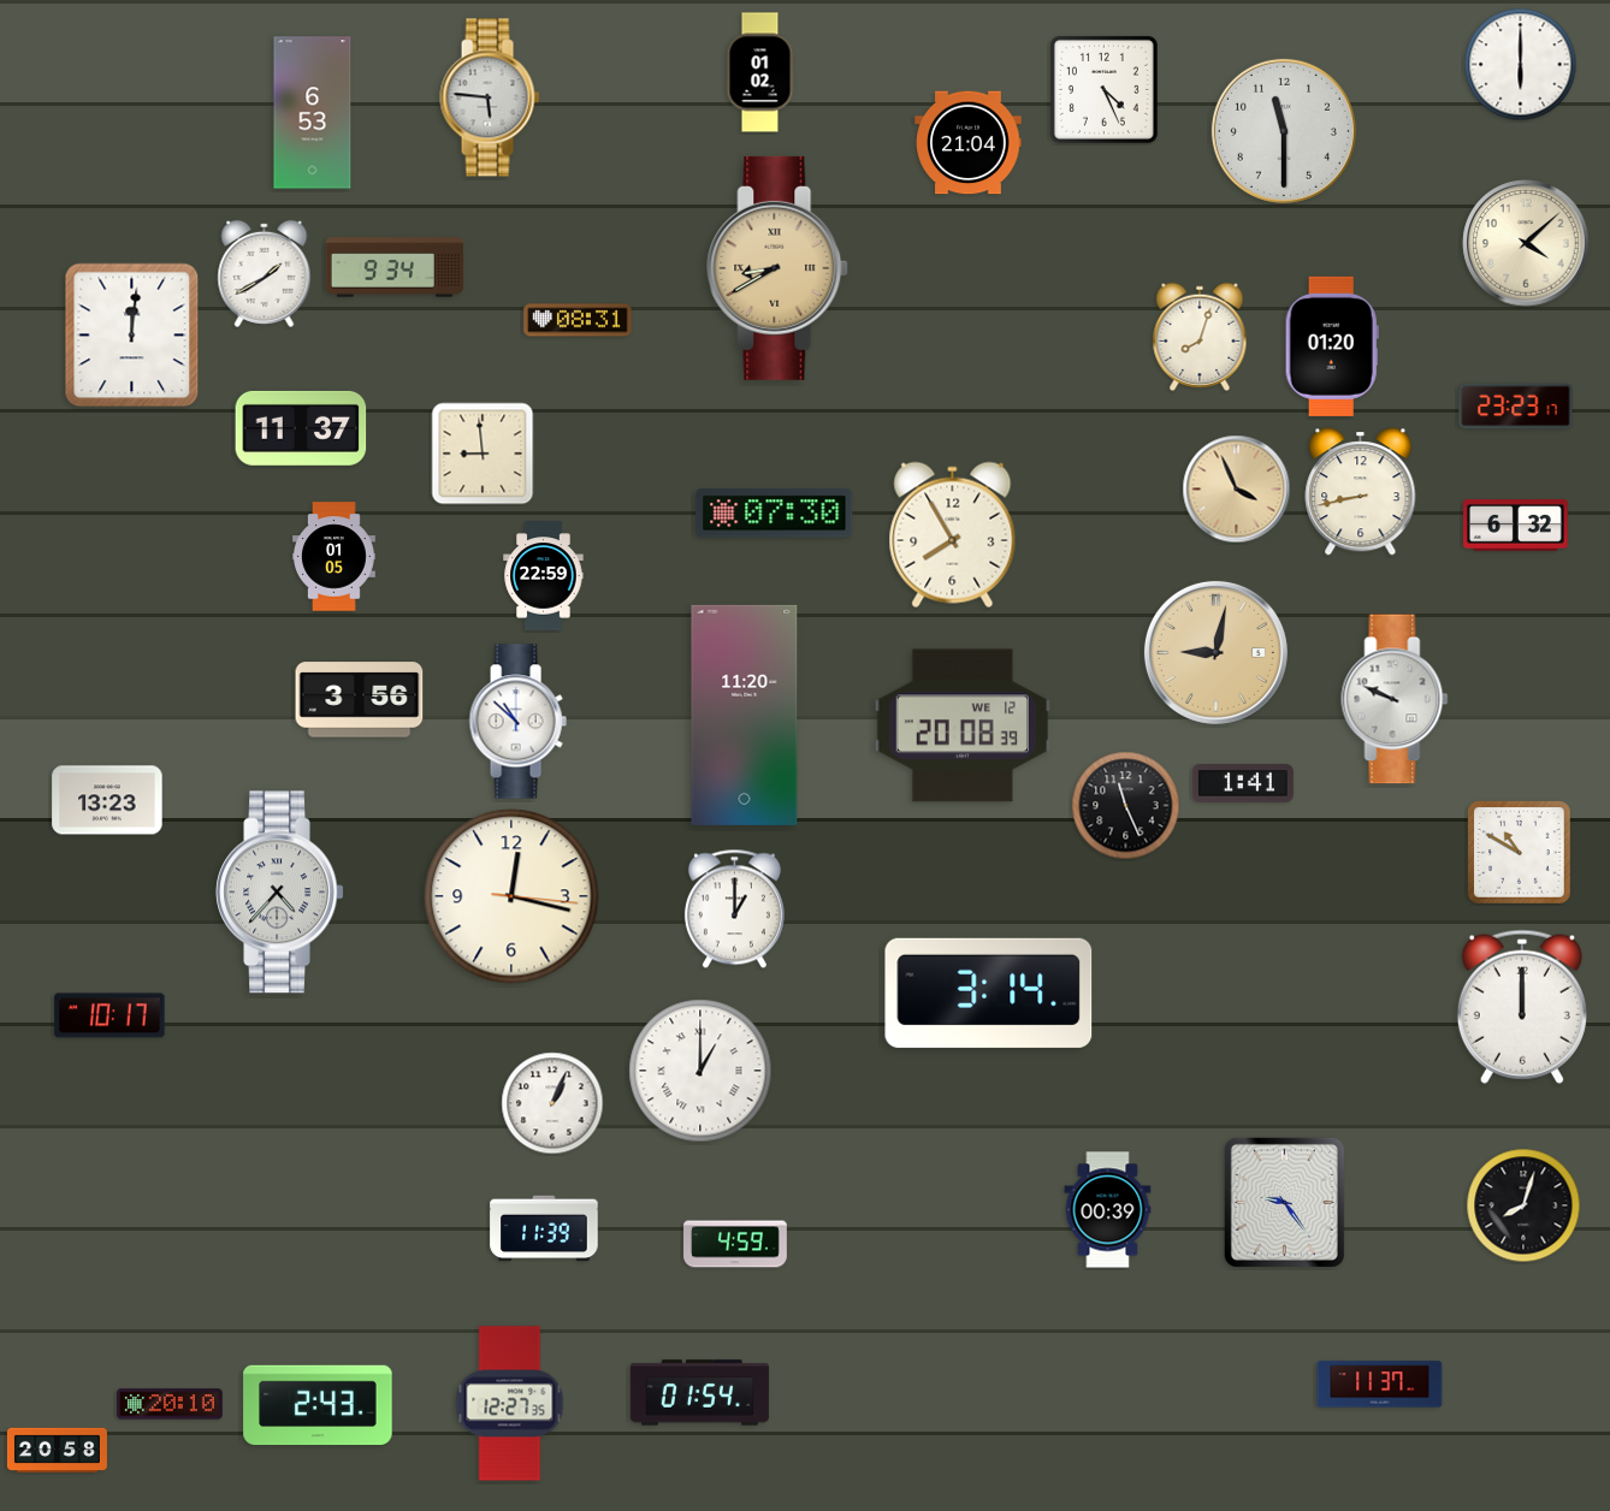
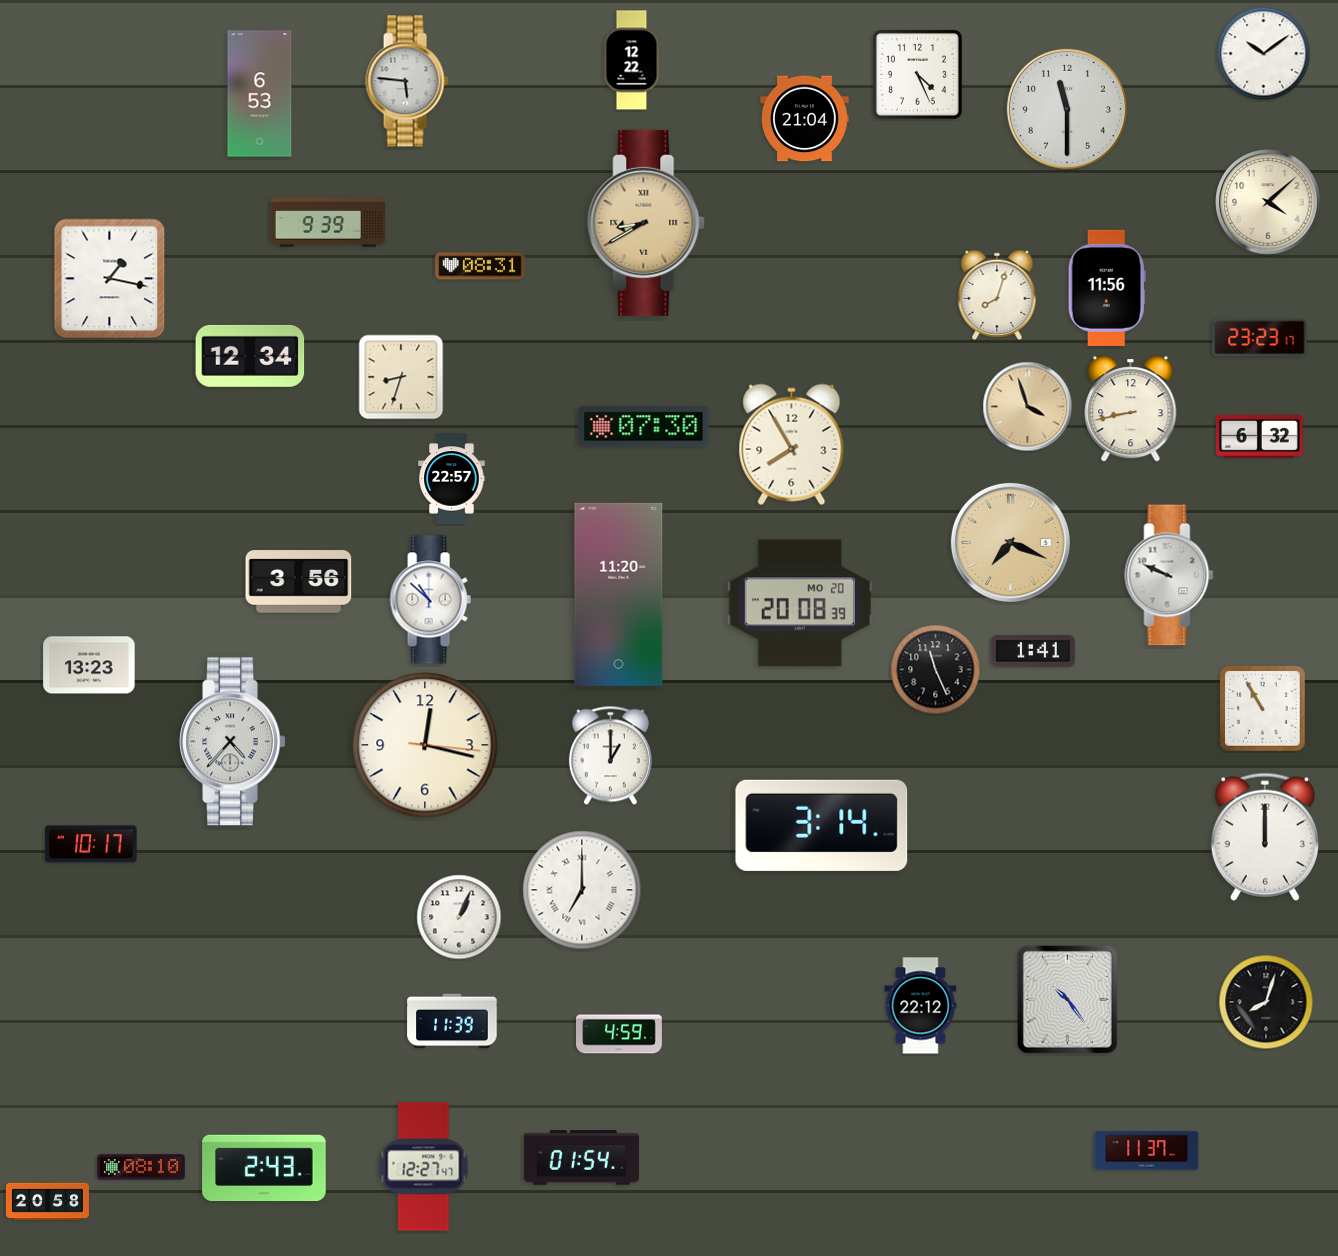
clock at (1521, 65): 6:00 -> 10:09
clock at (760, 72): 01:02 -> 12:22
clock at (395, 267): 9:34 -> 9:39
clock at (265, 273): 1:40 -> none
clock at (132, 336): 12:01 -> 1:17
clock at (1200, 337) position: (1200, 337) -> (997, 295)
clock at (1332, 346): 01:20 -> 11:56
clock at (301, 428): 11:37 -> 12:34
clock at (483, 454): 8:59 -> 8:33
clock at (1237, 490): 3:56 -> 3:57
clock at (335, 557): 01:05 -> none
clock at (544, 576): 22:59 -> 22:57
clock at (1215, 652): 9:02 -> 7:19
clock at (1395, 699) position: (1395, 699) -> (1169, 575)
clock at (963, 725) date: WE 12 -> MO 20
clock at (1520, 853): 10:50 -> 10:55
clock at (700, 1071): 1:00 -> 7:00
clock at (1284, 1202): 9:24 -> 10:24
clock at (1108, 1210): 00:39 -> 22:12
clock at (736, 1244) position: (736, 1244) -> (620, 1034)
clock at (170, 1404): 20:10 -> 08:10
clock at (510, 1404): 12:27:35 -> 12:27:47
clock at (57, 1450) position: (57, 1450) -> (47, 1201)
